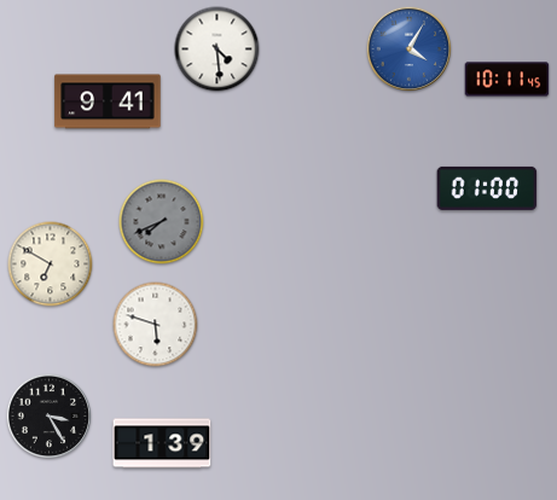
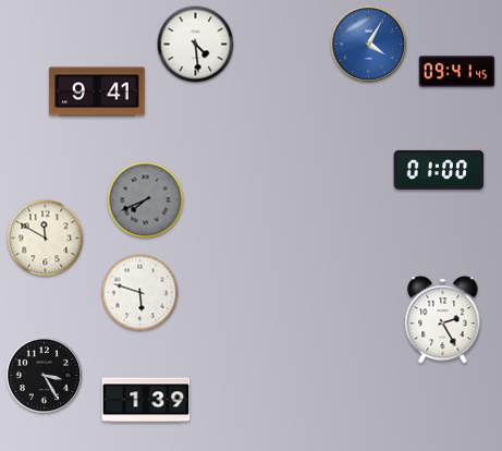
clock at (507, 80): 10:11 -> 09:41
clock at (51, 264): 6:50 -> 11:50
clock at (443, 320): none -> 2:25
